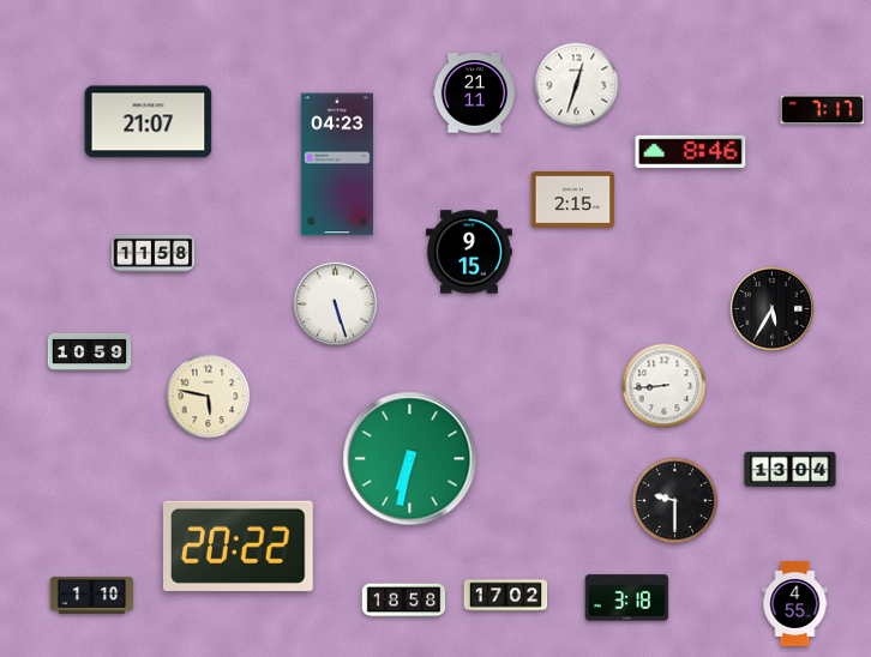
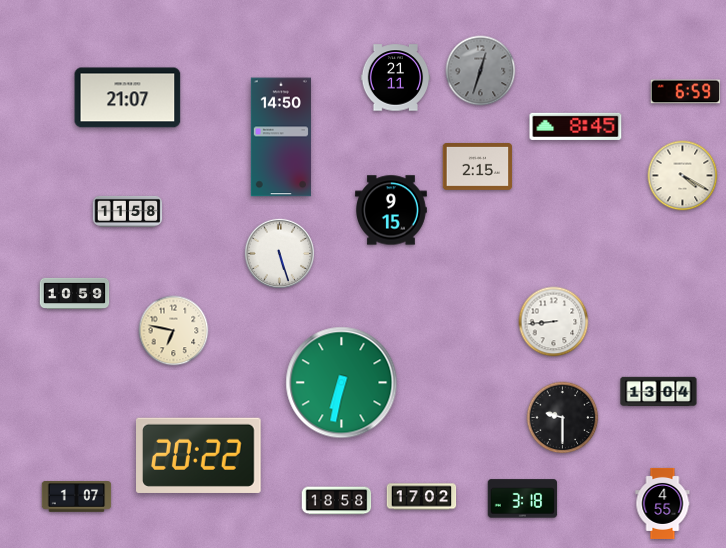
clock at (577, 85) dial: white -> grey
clock at (823, 110): 7:17 -> 6:59
clock at (149, 122) position: (149, 122) -> (128, 98)
clock at (691, 151): 8:46 -> 8:45
clock at (337, 164): 04:23 -> 14:50
clock at (683, 176): none -> 4:20
clock at (771, 308): 5:35 -> none
clock at (209, 397): 5:47 -> 6:47
clock at (92, 596): 1:10 -> 1:07
